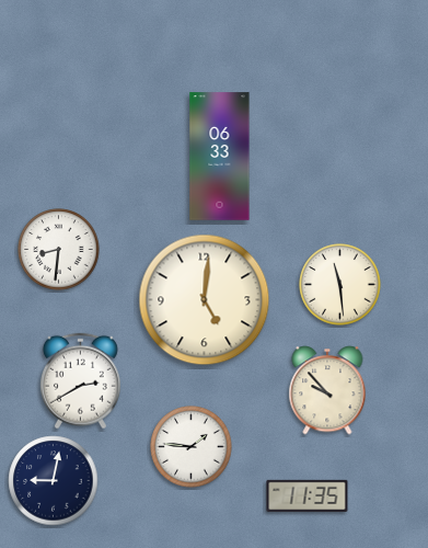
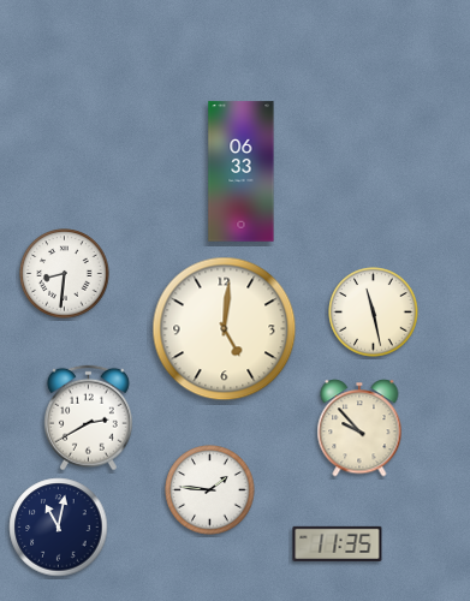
clock at (340, 285): 11:29 -> 11:28
clock at (54, 481): 9:02 -> 11:02
